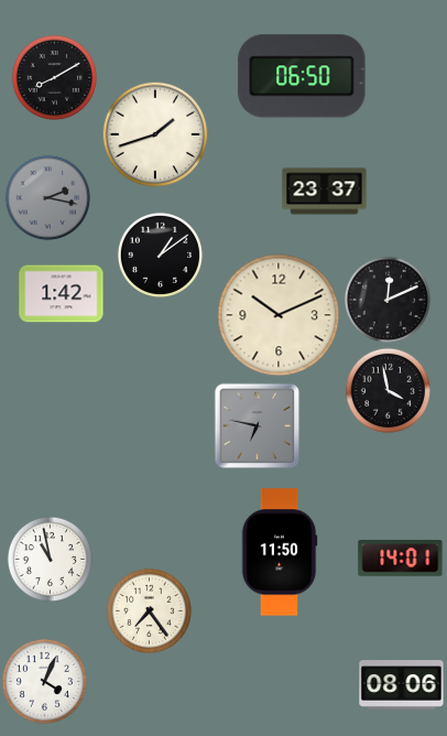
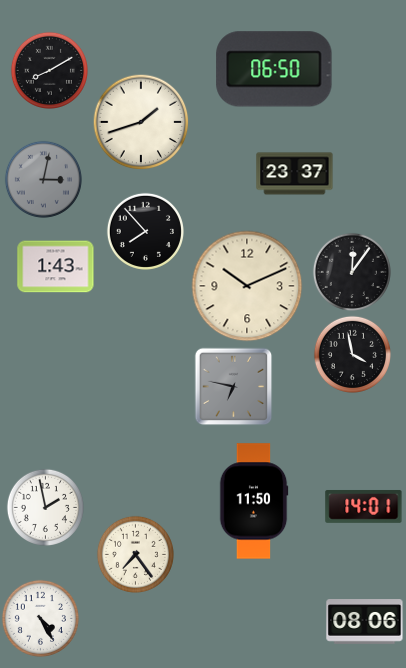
clock at (47, 197): 2:17 -> 3:02
clock at (160, 255): 1:09 -> 7:53
clock at (62, 294): 1:42 -> 1:43
clock at (388, 300): 12:11 -> 12:06
clock at (279, 315) position: (279, 315) -> (247, 286)
clock at (50, 559): 10:58 -> 1:58
clock at (44, 681): 4:04 -> 4:25
